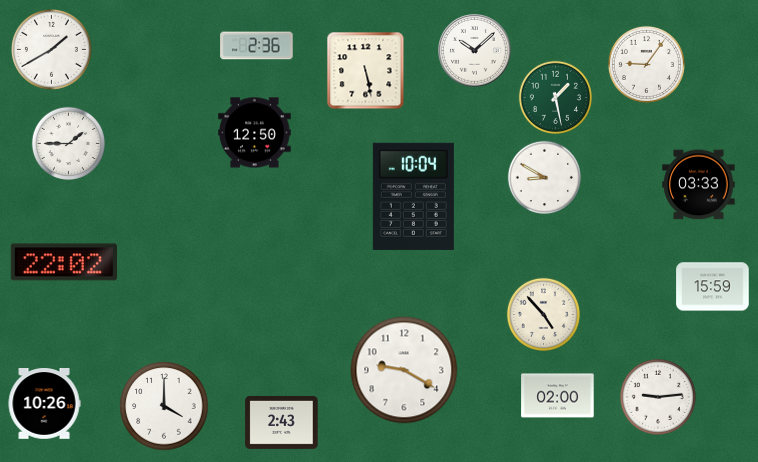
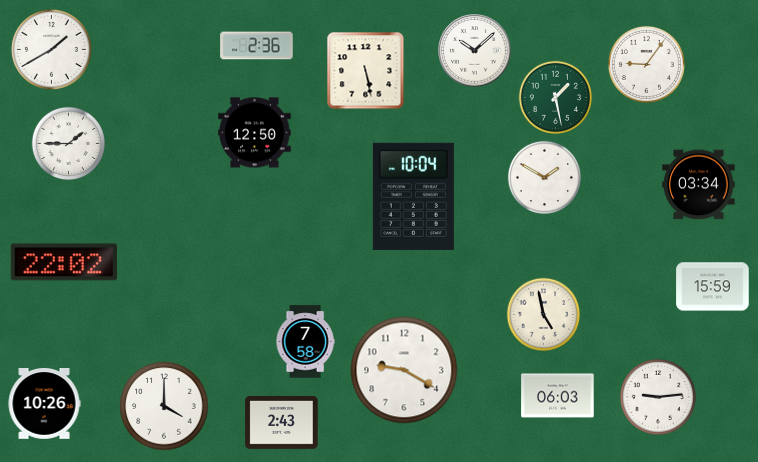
clock at (544, 177): 8:50 -> 1:50
clock at (699, 185): 03:33 -> 03:34
clock at (543, 314): 4:53 -> 4:58
clock at (305, 342): none -> 7:58
clock at (558, 396): 02:00 -> 06:03
